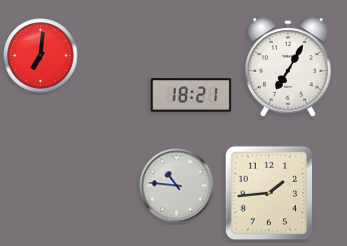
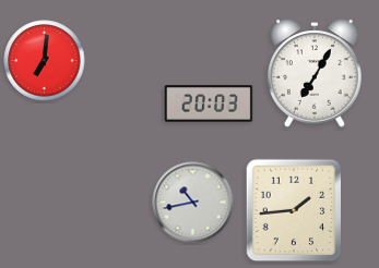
clock at (191, 95): 18:21 -> 20:03
clock at (177, 186): 10:46 -> 10:43
